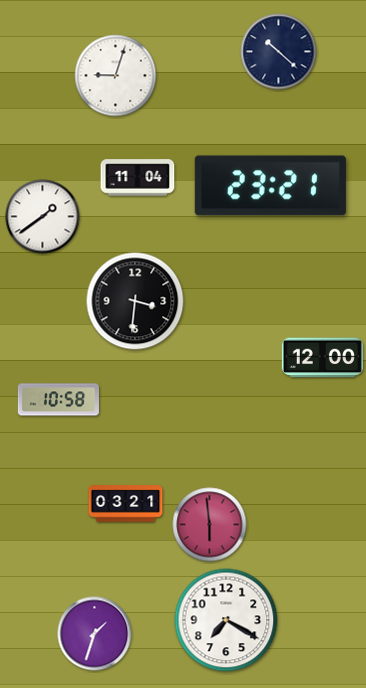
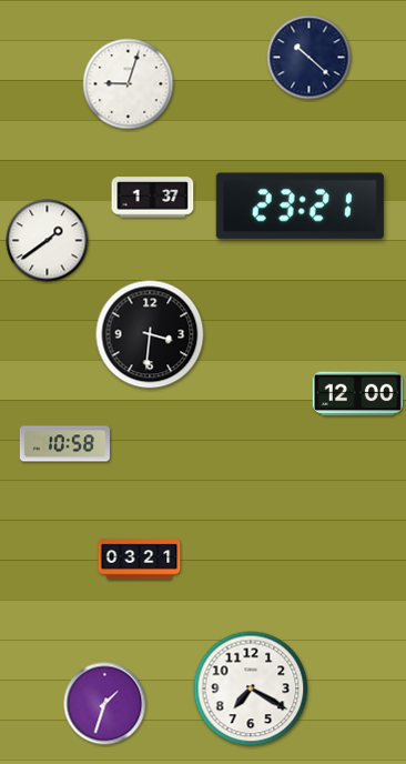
clock at (138, 178): 11:04 -> 1:37
clock at (322, 358) position: (322, 358) -> (357, 394)
clock at (210, 525): 5:59 -> none
